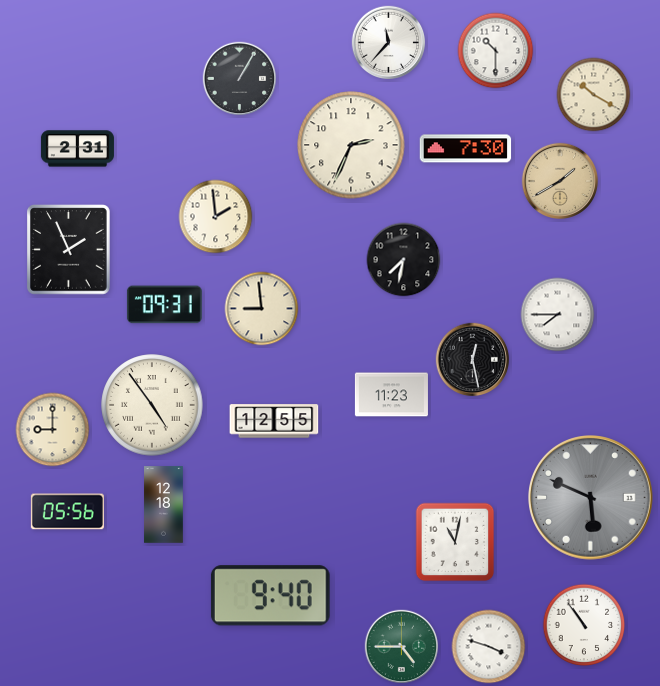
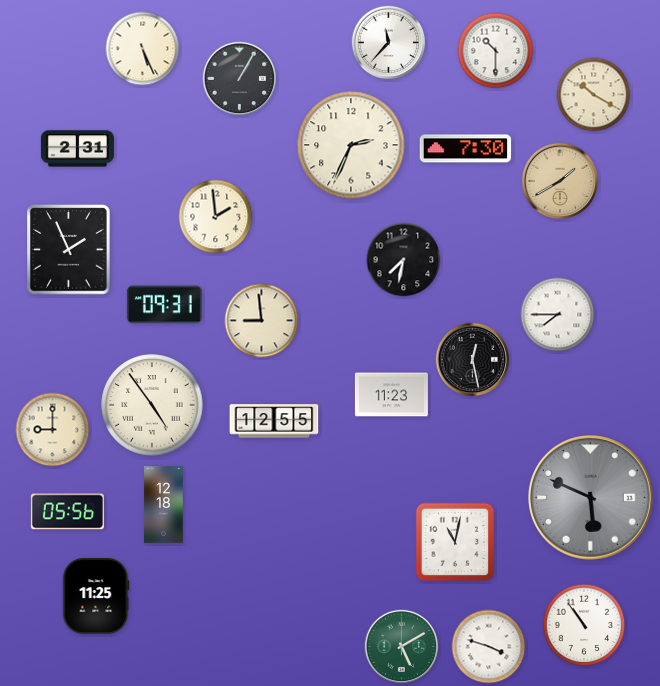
clock at (143, 49): none -> 5:26
clock at (262, 309) position: (262, 309) -> (262, 321)
clock at (270, 596): 9:40 -> none
clock at (96, 597): none -> 11:25
clock at (402, 647): 4:45 -> 5:10
